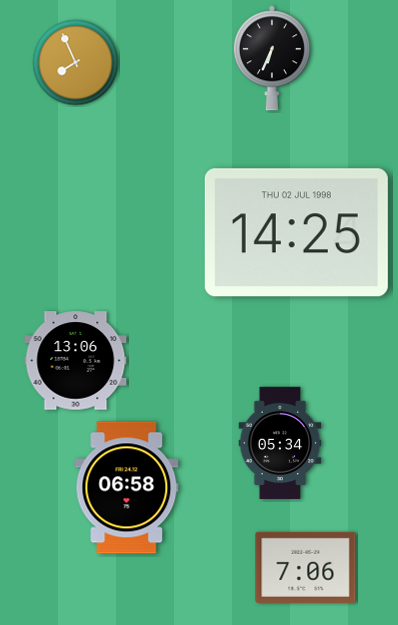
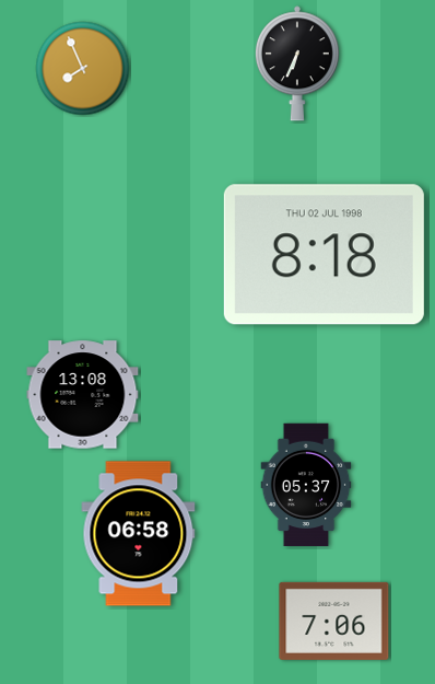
clock at (296, 233): 14:25 -> 8:18
clock at (76, 361): 13:06 -> 13:08
clock at (280, 443): 05:34 -> 05:37
